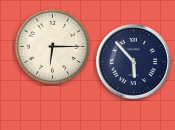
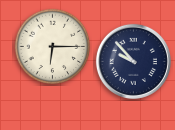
clock at (133, 61): 5:53 -> 9:53
